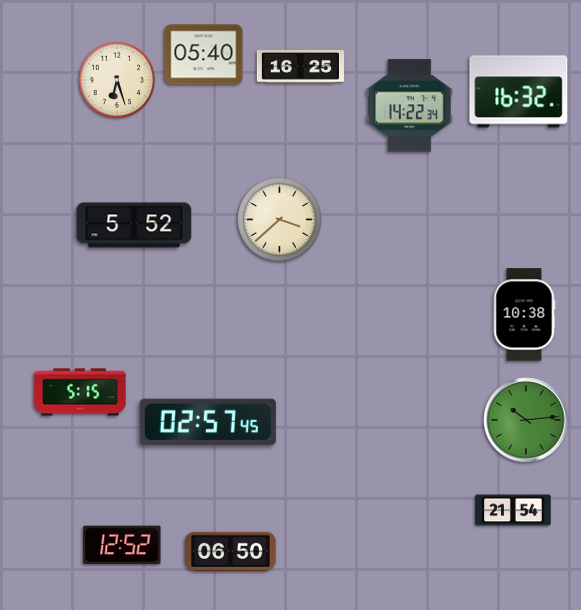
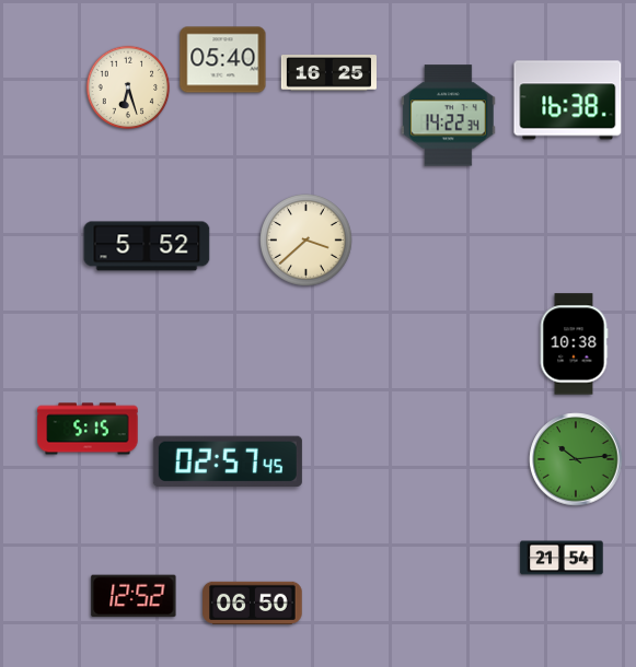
clock at (519, 92): 16:32 -> 16:38
